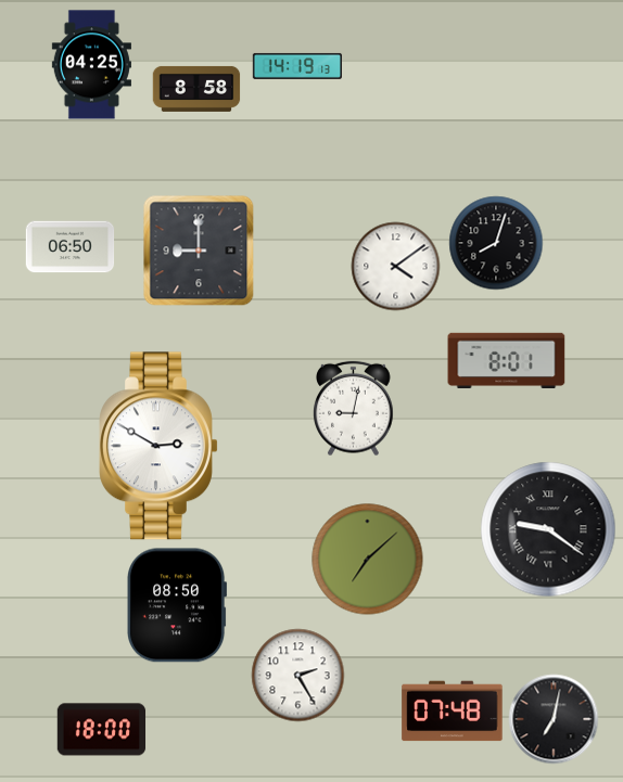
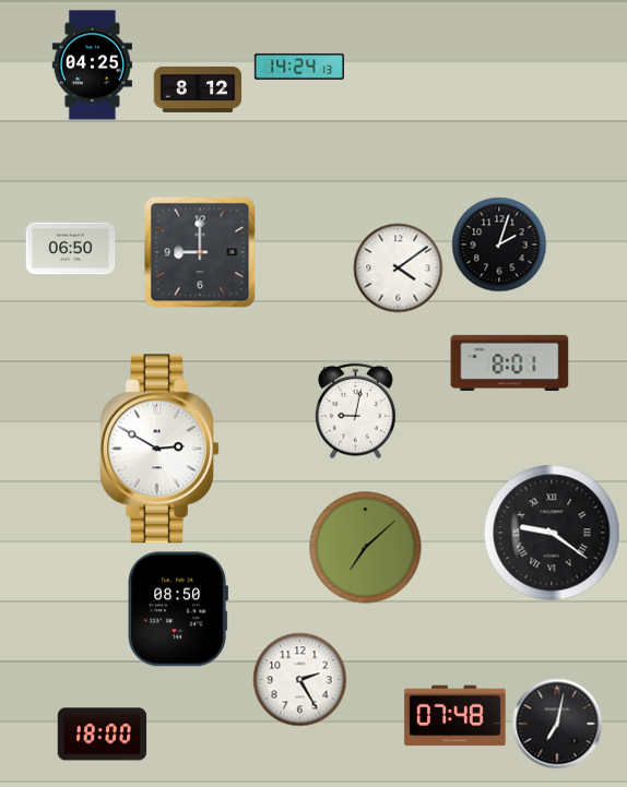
clock at (296, 66): 14:19 -> 14:24
clock at (196, 89): 8:58 -> 8:12
clock at (496, 243): 8:03 -> 2:03
clock at (368, 560) position: (368, 560) -> (366, 548)
